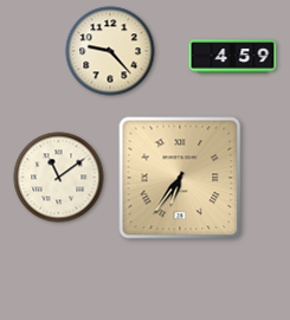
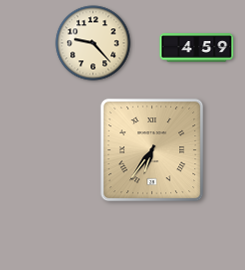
clock at (59, 178): 11:09 -> none
